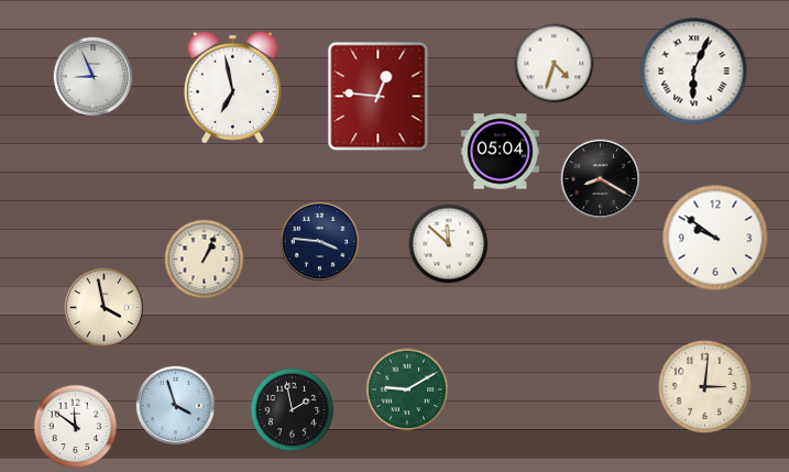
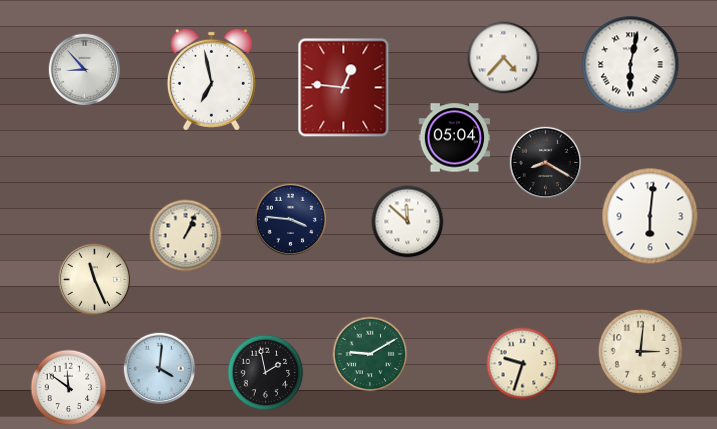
clock at (555, 64): 4:33 -> 4:37
clock at (694, 72): 6:04 -> 6:02
clock at (94, 77): 8:56 -> 8:53
clock at (715, 238): 9:51 -> 6:01
clock at (105, 308): 3:58 -> 11:26
clock at (523, 364): none -> 9:33
clock at (176, 406): 3:57 -> 4:01
